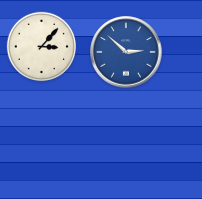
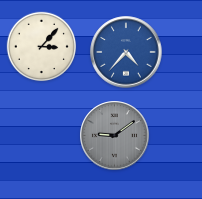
clock at (126, 52): 2:52 -> 4:37
clock at (115, 136): none -> 9:09
